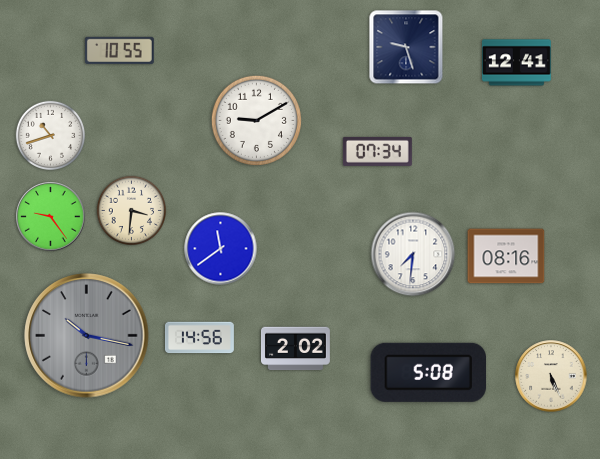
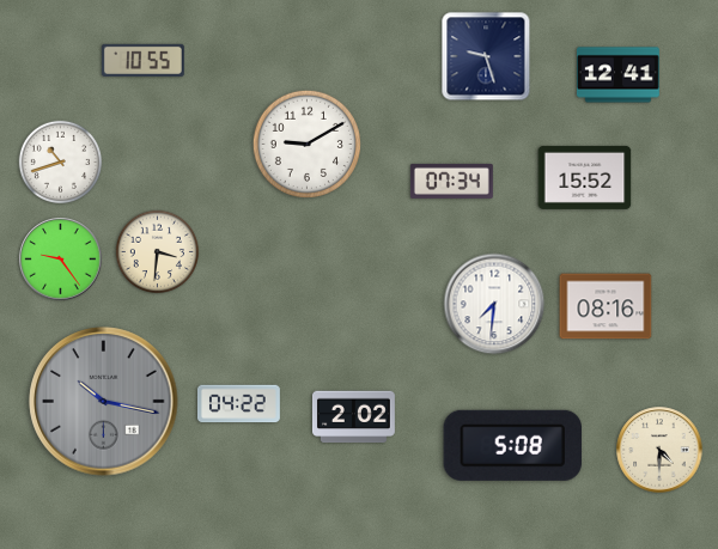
clock at (585, 177): none -> 15:52
clock at (221, 249): 11:39 -> none
clock at (199, 338): 14:56 -> 04:22
clock at (551, 376): 5:26 -> 4:30
